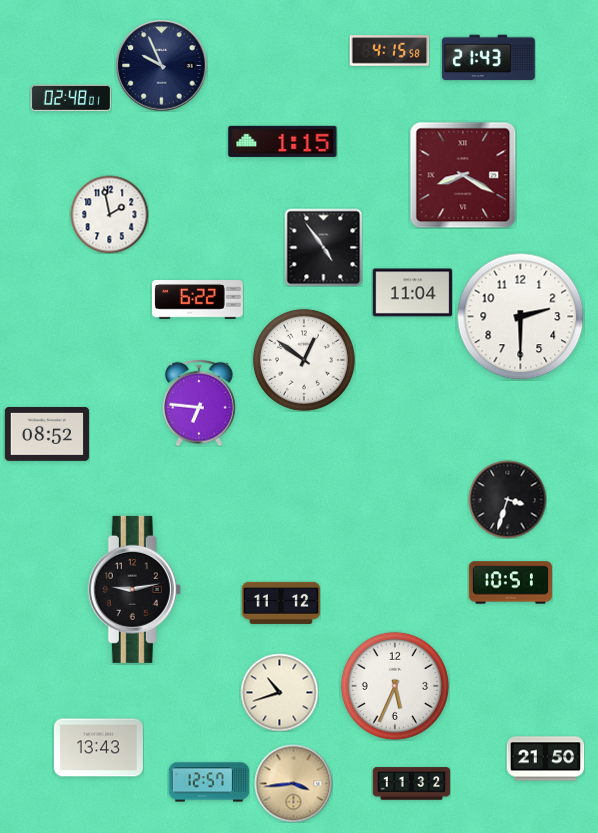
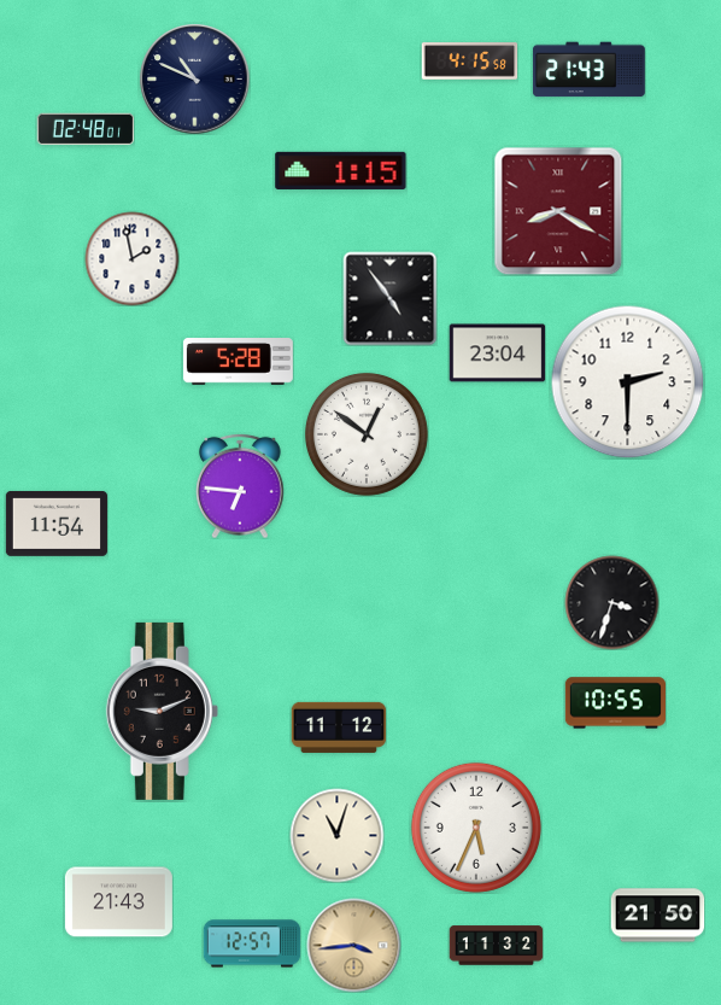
clock at (161, 65): 9:56 -> 10:49
clock at (71, 98) position: (71, 98) -> (86, 129)
clock at (412, 293): 11:04 -> 23:04
clock at (197, 300): 6:22 -> 5:28
clock at (47, 434): 08:52 -> 11:54
clock at (510, 583): 10:51 -> 10:55
clock at (134, 589): 9:13 -> 9:11
clock at (279, 692): 10:42 -> 11:03
clock at (98, 748): 13:43 -> 21:43
